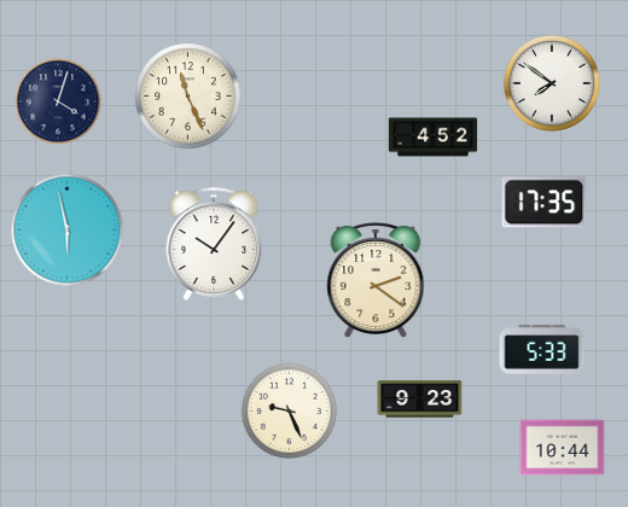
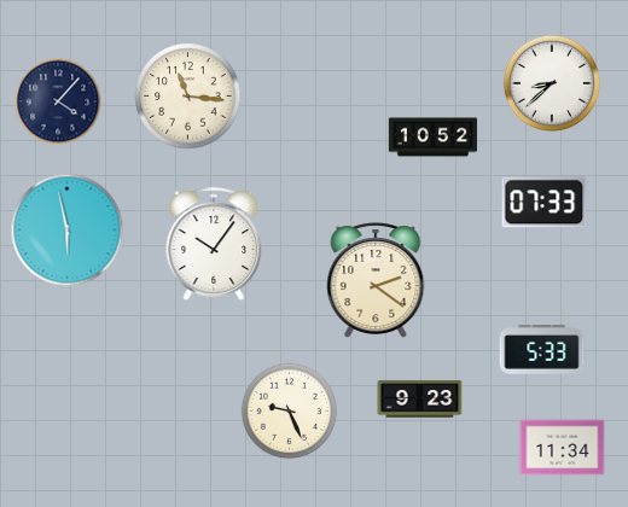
clock at (551, 82): 7:51 -> 8:38
clock at (188, 97): 11:26 -> 11:16
clock at (58, 101): 4:03 -> 4:07
clock at (434, 138): 4:52 -> 10:52
clock at (545, 203): 17:35 -> 07:33
clock at (563, 448): 10:44 -> 11:34
